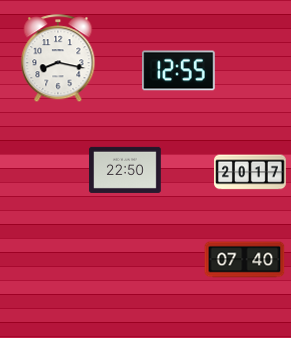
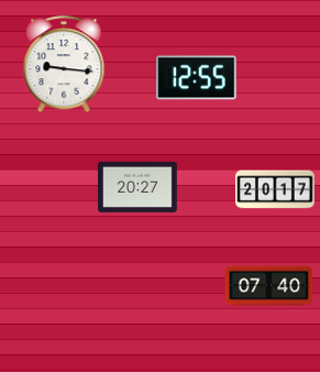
clock at (58, 59): 8:17 -> 9:16
clock at (125, 170): 22:50 -> 20:27
